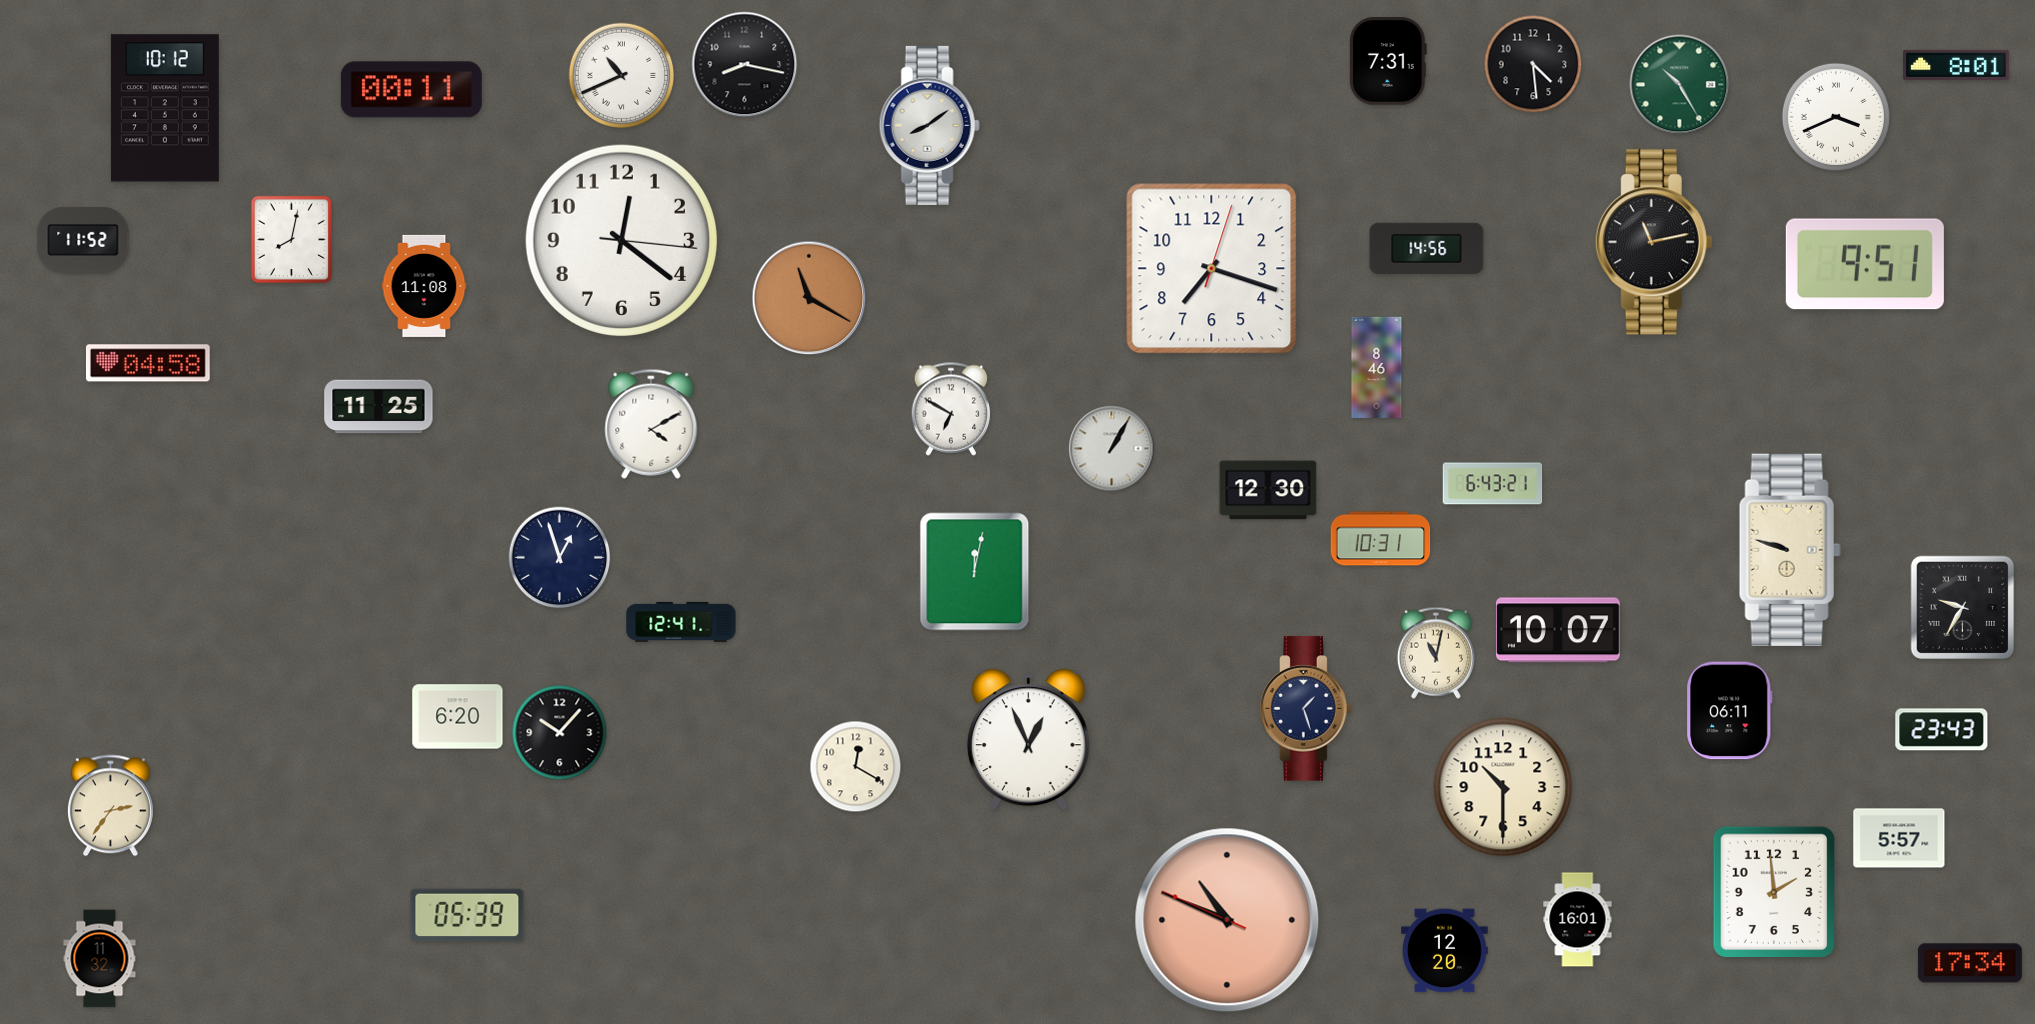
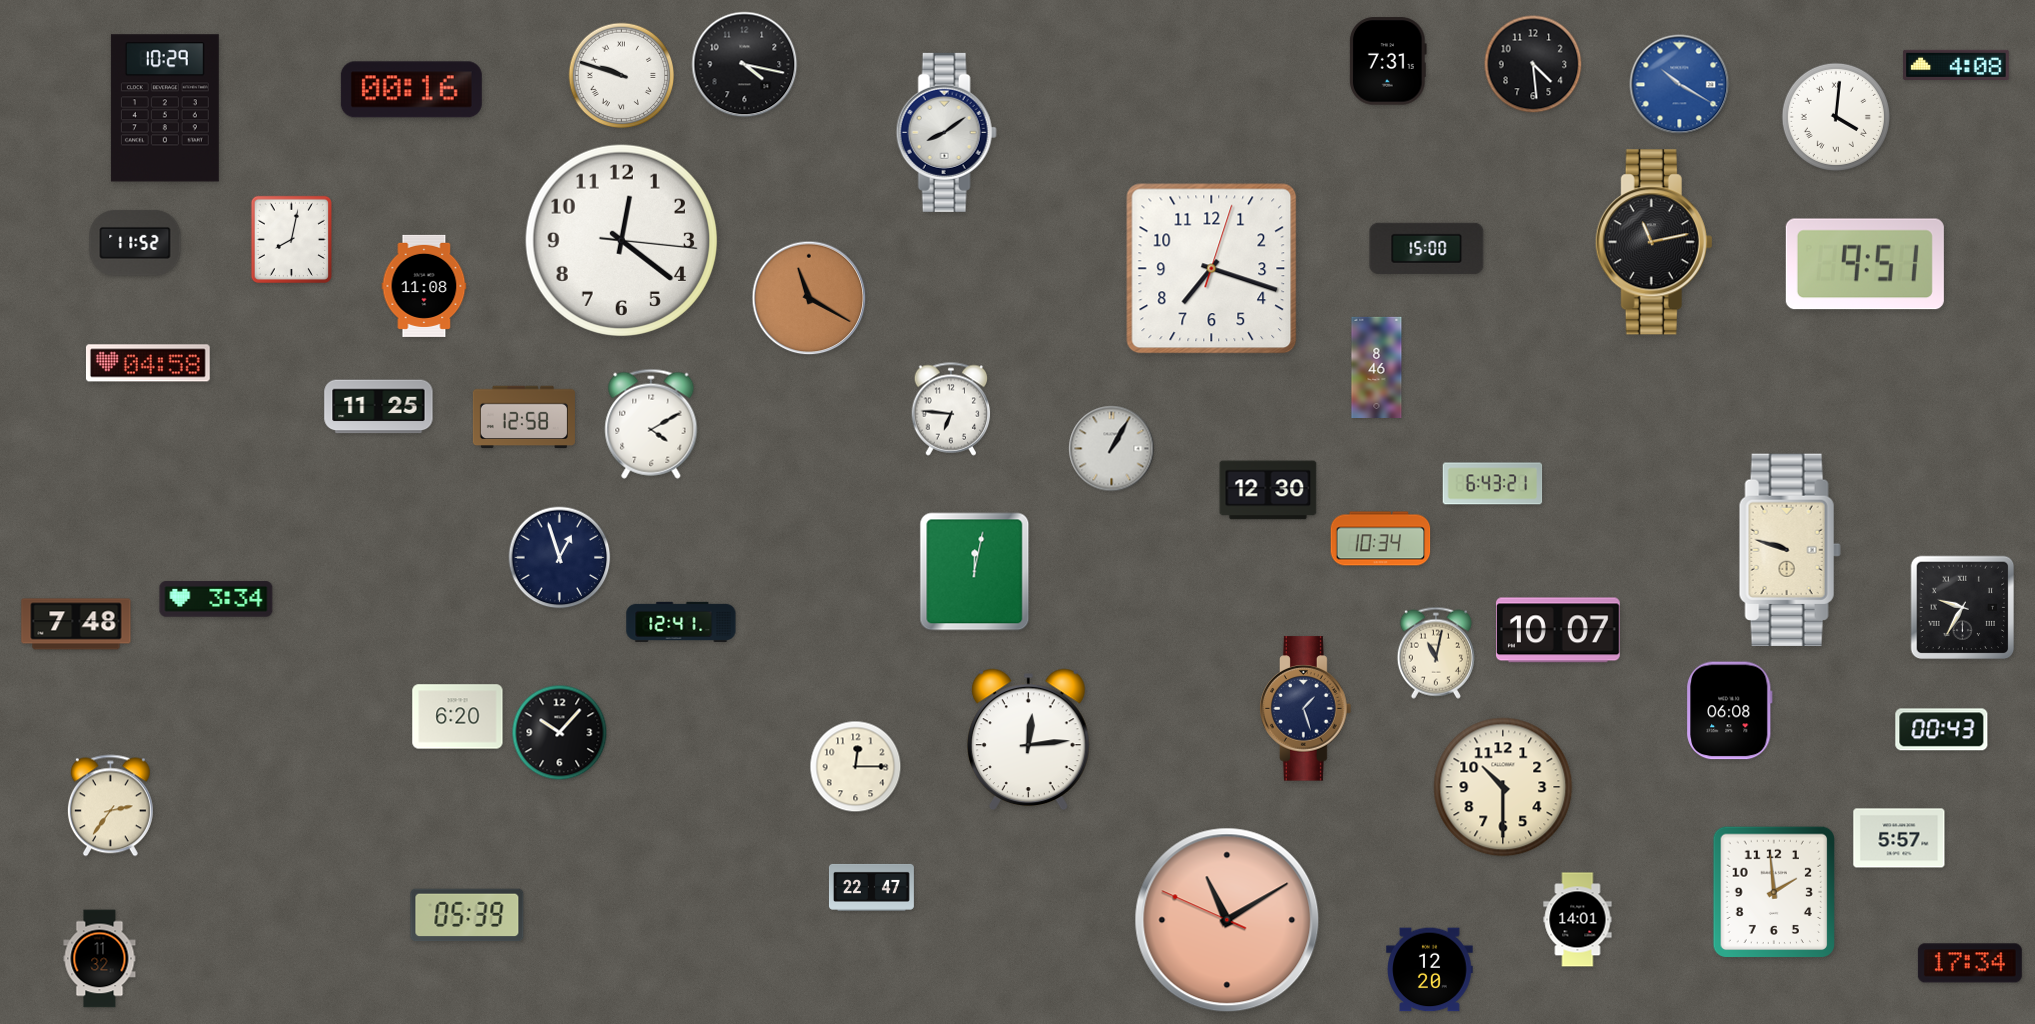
clock at (745, 65): 8:17 -> 4:17
clock at (1956, 65): 8:01 -> 4:08
clock at (622, 76): 10:41 -> 9:48
clock at (1680, 85): 10:25 -> 10:20
clock at (1680, 85) dial: green -> blue
clock at (411, 90): 00:11 -> 00:16
clock at (165, 108): 10:12 -> 10:29
clock at (1836, 117): 3:41 -> 4:01
clock at (929, 125) position: (929, 125) -> (946, 132)
clock at (83, 240) position: (83, 240) -> (135, 243)
clock at (1427, 248): 14:56 -> 15:00
clock at (951, 409): 6:50 -> 6:46
clock at (524, 417): none -> 12:58
clock at (1381, 539): 10:31 -> 10:34
clock at (216, 599): none -> 3:34
clock at (76, 624): none -> 7:48
clock at (1730, 711): 06:11 -> 06:08
clock at (1942, 730): 23:43 -> 00:43
clock at (1029, 740): 12:56 -> 12:14
clock at (856, 767): 12:20 -> 12:15
clock at (871, 887): none -> 22:47
clock at (1227, 920): 10:48 -> 11:09
clock at (1578, 920): 16:01 -> 14:01
clock at (1445, 951) position: (1445, 951) -> (1430, 970)
